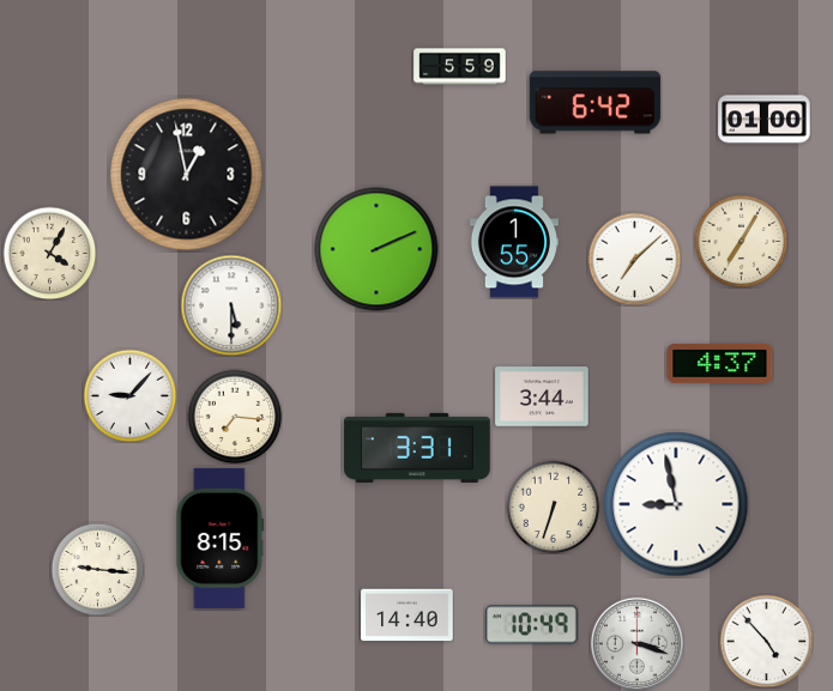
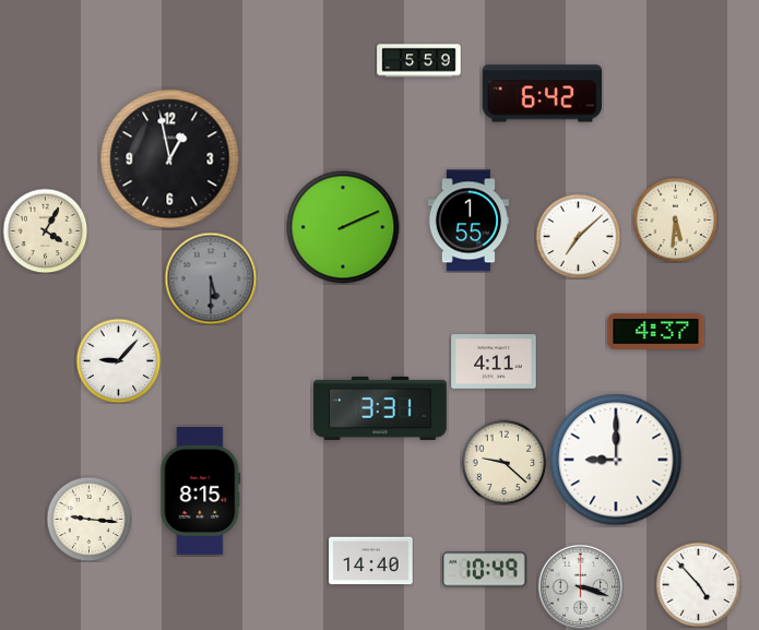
clock at (765, 120): 01:00 -> none
clock at (741, 241): 7:05 -> 5:31
clock at (231, 305) dial: white -> grey
clock at (542, 396): 3:44 -> 4:11
clock at (235, 417): 7:16 -> none
clock at (676, 504): 8:58 -> 9:00
clock at (553, 507): 6:33 -> 9:22
